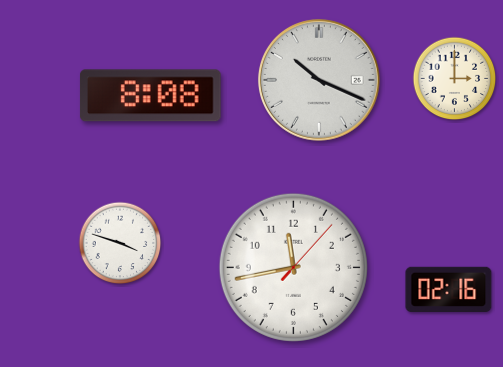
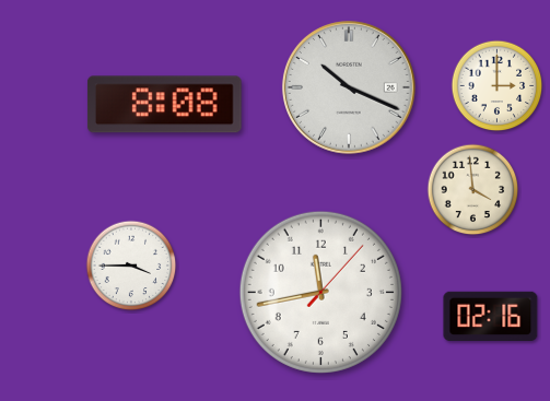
clock at (473, 190): none -> 3:59
clock at (120, 243): 3:48 -> 3:45
